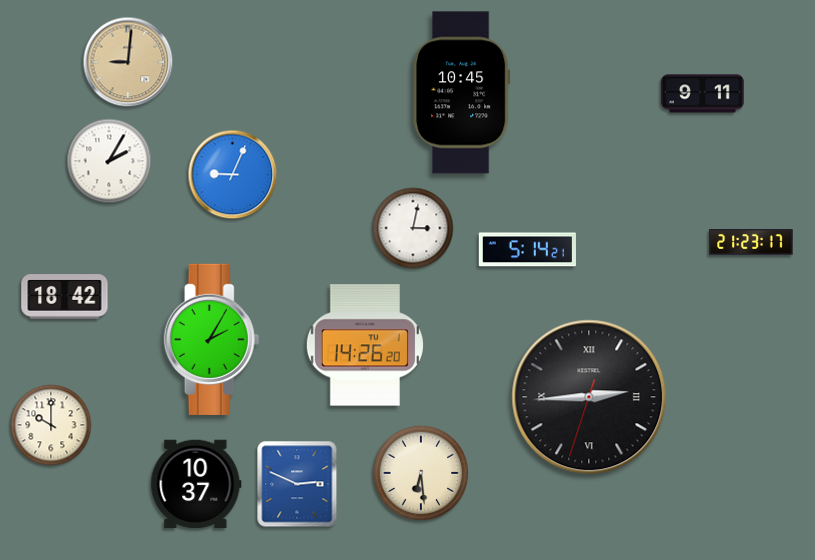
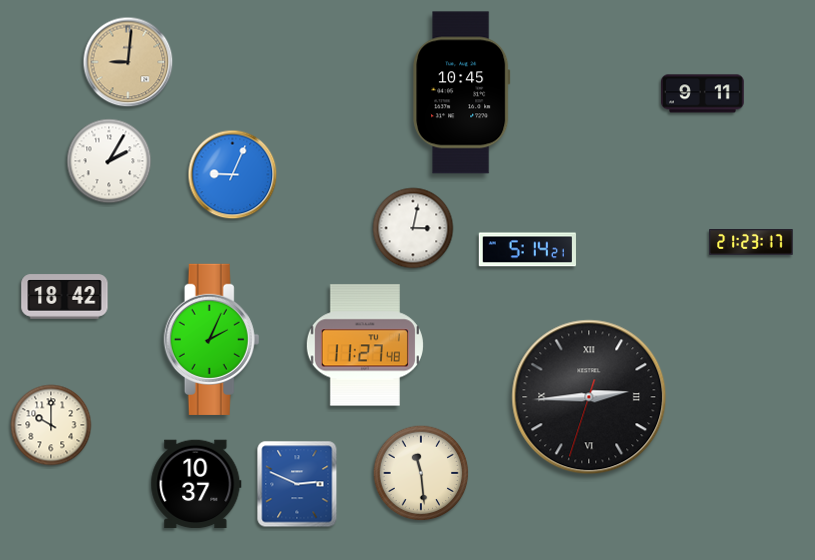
clock at (212, 339): 2:05 -> 2:04
clock at (365, 345): 14:26 -> 11:27
clock at (421, 473): 6:29 -> 11:29
